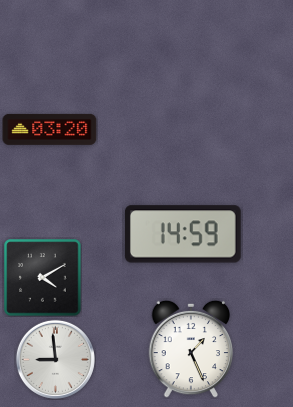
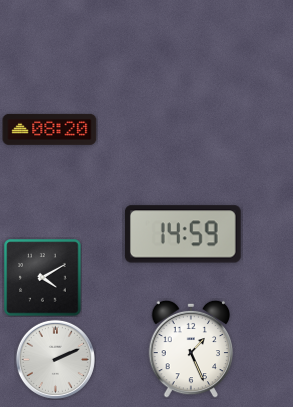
clock at (50, 129): 03:20 -> 08:20
clock at (55, 359): 8:59 -> 2:11
